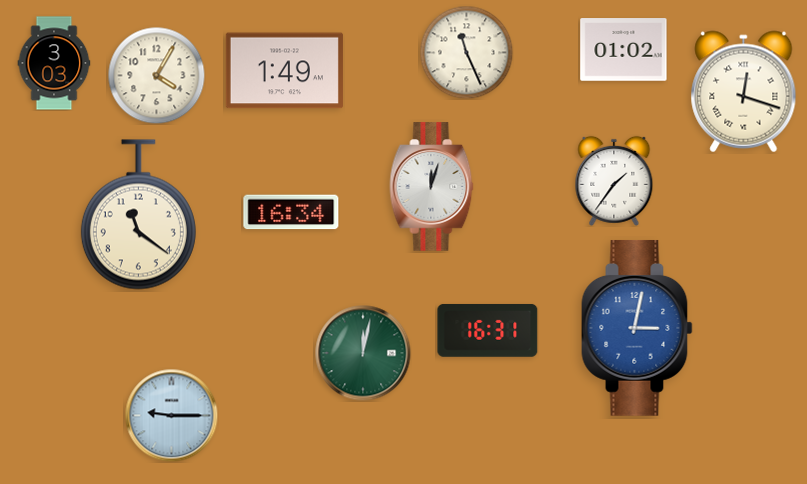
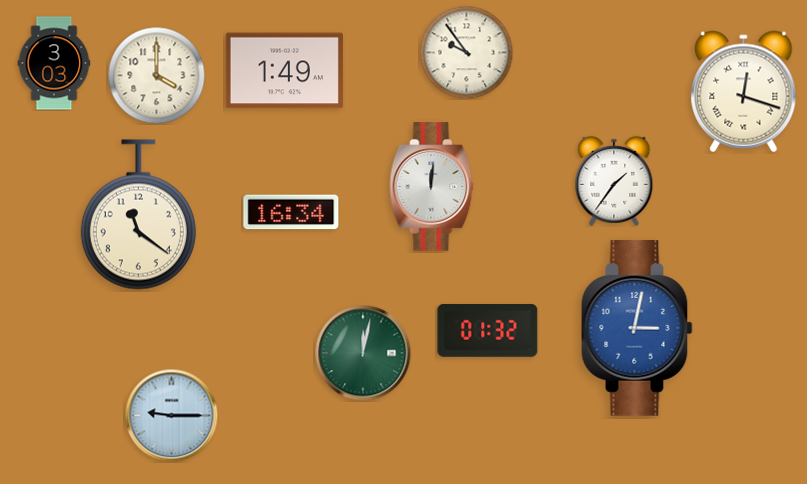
clock at (624, 50): 01:02 -> none
clock at (466, 52): 11:26 -> 9:54
clock at (156, 75): 4:05 -> 4:00
clock at (432, 187): 12:03 -> 12:01
clock at (488, 330): 16:31 -> 01:32
